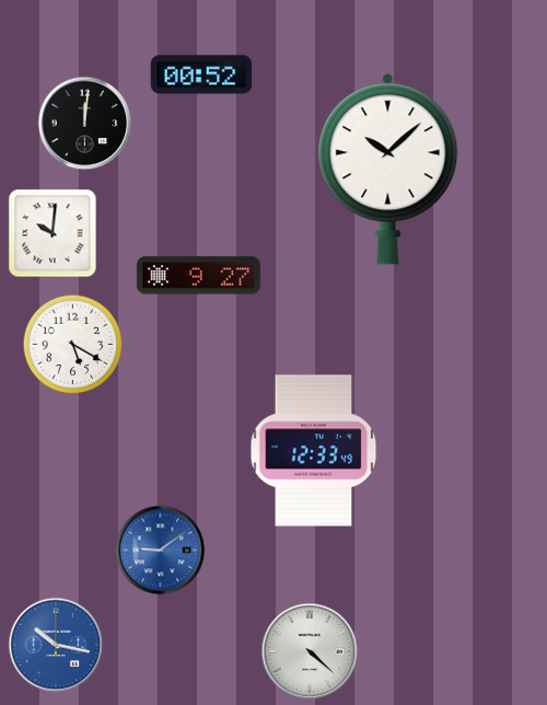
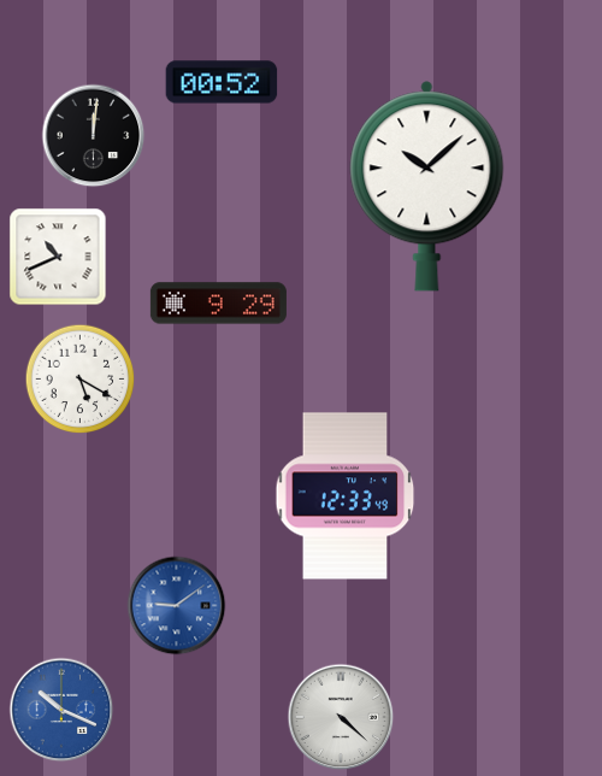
clock at (53, 233): 10:01 -> 10:41
clock at (198, 276): 9:27 -> 9:29
clock at (56, 645): 10:17 -> 10:19
